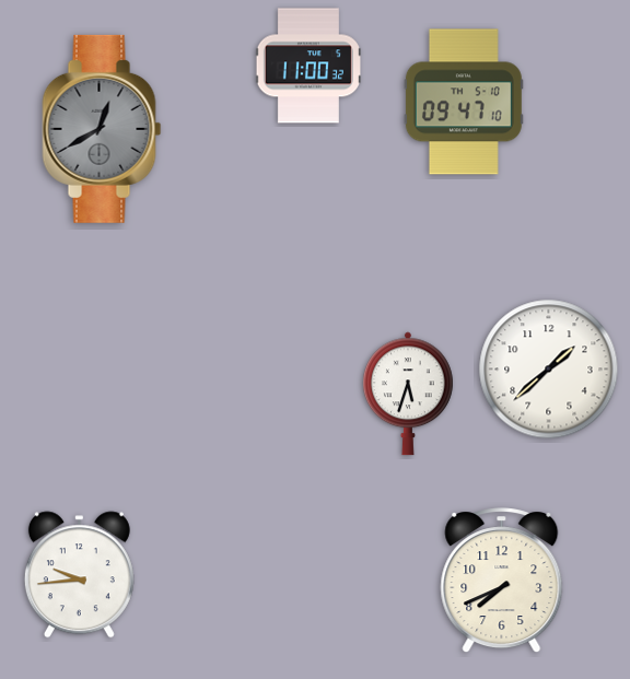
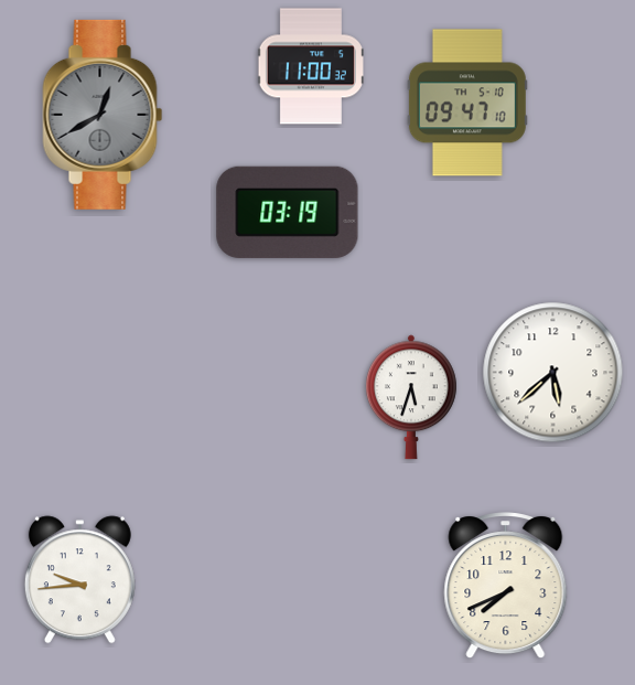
clock at (102, 129) position: (102, 129) -> (103, 115)
clock at (288, 212): none -> 03:19
clock at (549, 370): 1:38 -> 5:38
